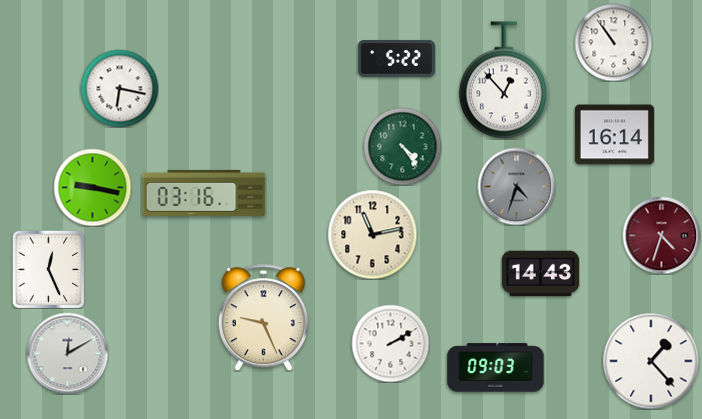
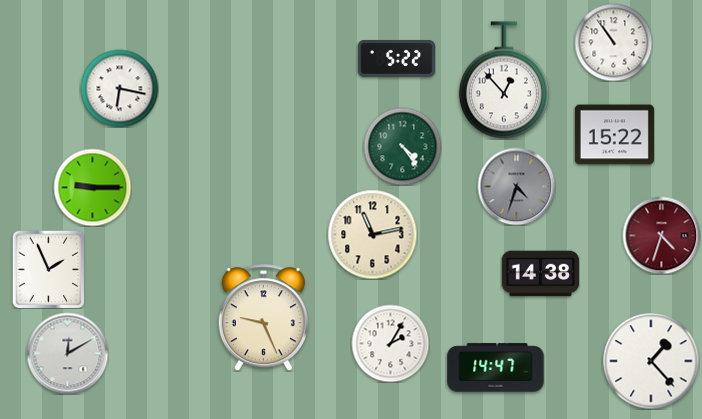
clock at (614, 135): 16:14 -> 15:22
clock at (92, 187): 9:17 -> 9:15
clock at (204, 193): 03:16 -> none
clock at (49, 269): 12:26 -> 1:56
clock at (540, 274): 14:43 -> 14:38
clock at (390, 343): 2:10 -> 2:05
clock at (496, 368): 09:03 -> 14:47
